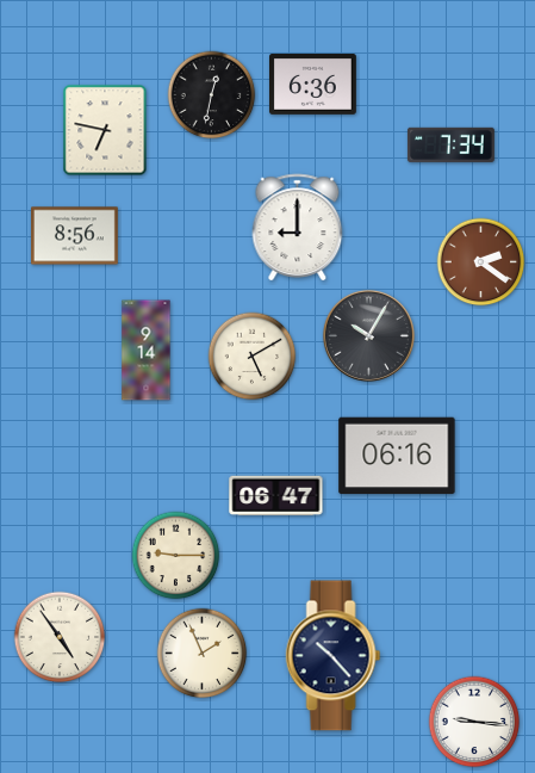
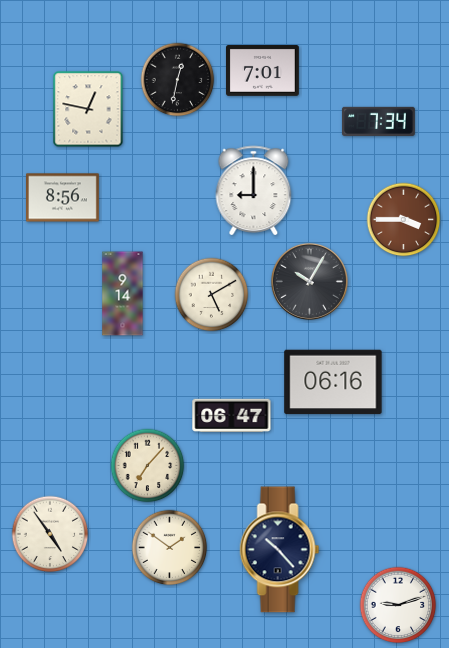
clock at (313, 85): 6:36 -> 7:01
clock at (105, 130): 6:47 -> 12:47
clock at (298, 228) position: (298, 228) -> (254, 191)
clock at (481, 262): 2:21 -> 3:45
clock at (253, 357) position: (253, 357) -> (212, 295)
clock at (176, 556): 9:15 -> 7:07
clock at (203, 654): 1:56 -> 1:51
clock at (474, 722): 9:16 -> 9:12
